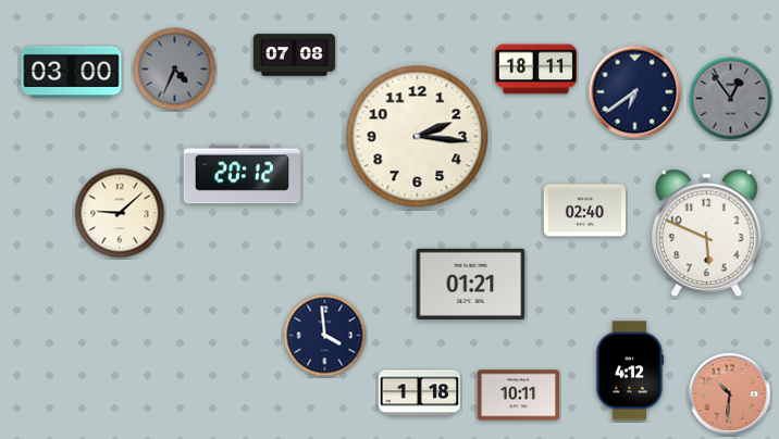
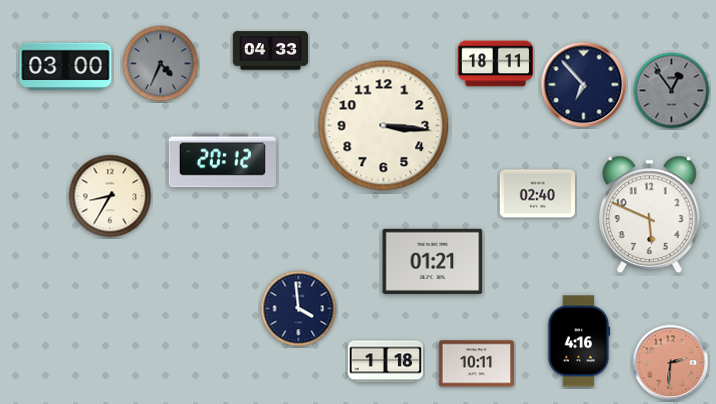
clock at (294, 55): 07:08 -> 04:33
clock at (535, 70) position: (535, 70) -> (495, 64)
clock at (635, 92): 6:39 -> 6:53
clock at (418, 137): 2:16 -> 3:16
clock at (120, 213): 9:08 -> 8:35
clock at (630, 371): 4:12 -> 4:16
clock at (730, 394): 10:31 -> 2:31
